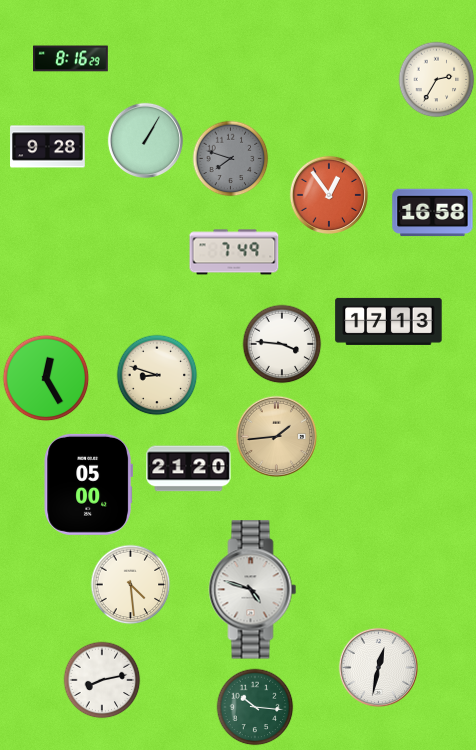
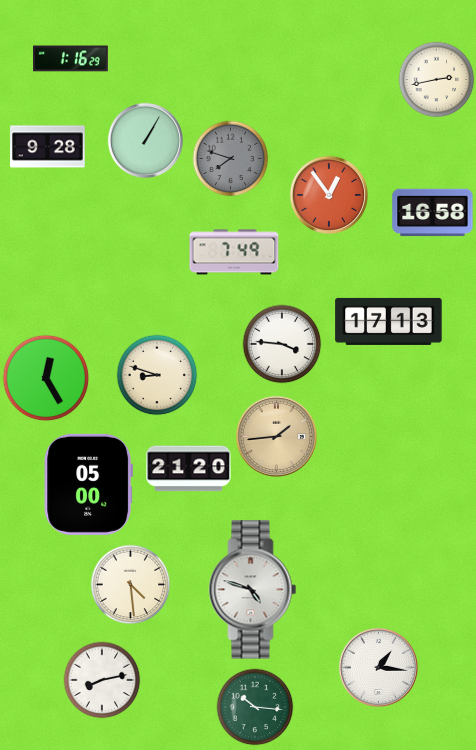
clock at (71, 59): 8:16 -> 1:16
clock at (437, 80): 2:35 -> 2:43
clock at (378, 667): 12:32 -> 1:16
